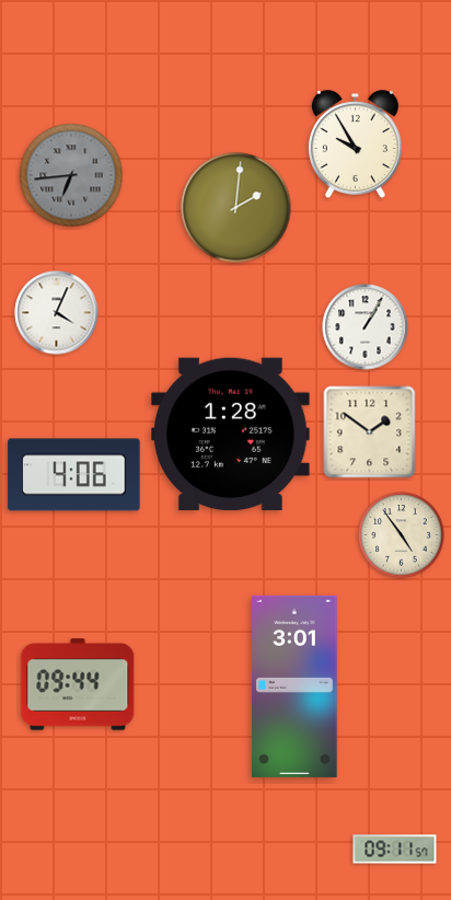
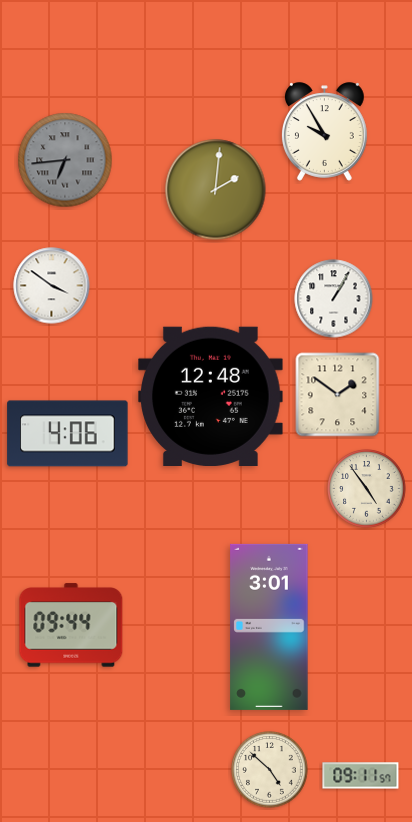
clock at (57, 313): 4:04 -> 3:51
clock at (231, 434): 1:28 -> 12:48
clock at (270, 770): none -> 4:52
